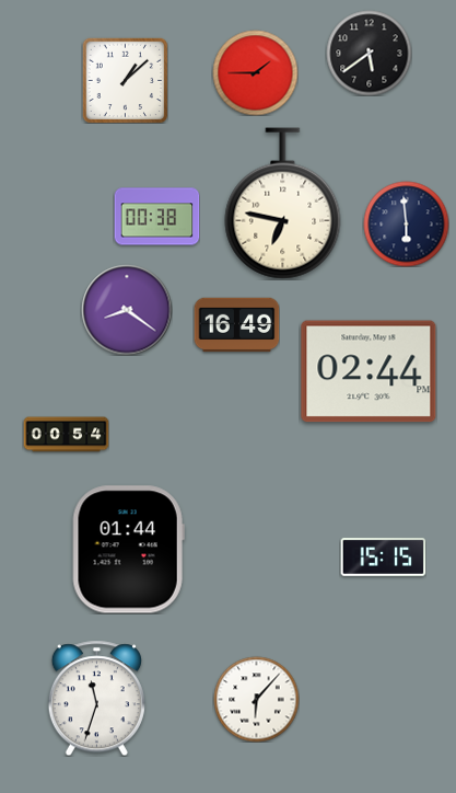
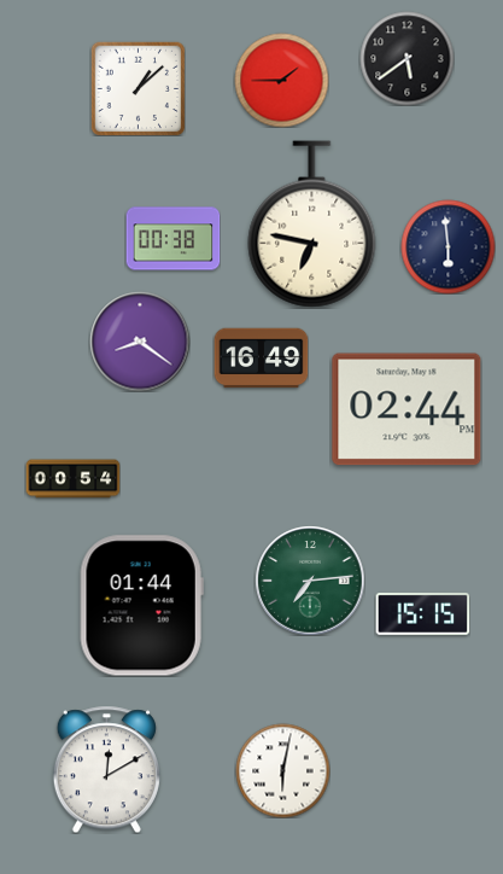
clock at (310, 581): none -> 7:14
clock at (96, 698): 11:33 -> 12:10
clock at (256, 699): 6:07 -> 6:02
